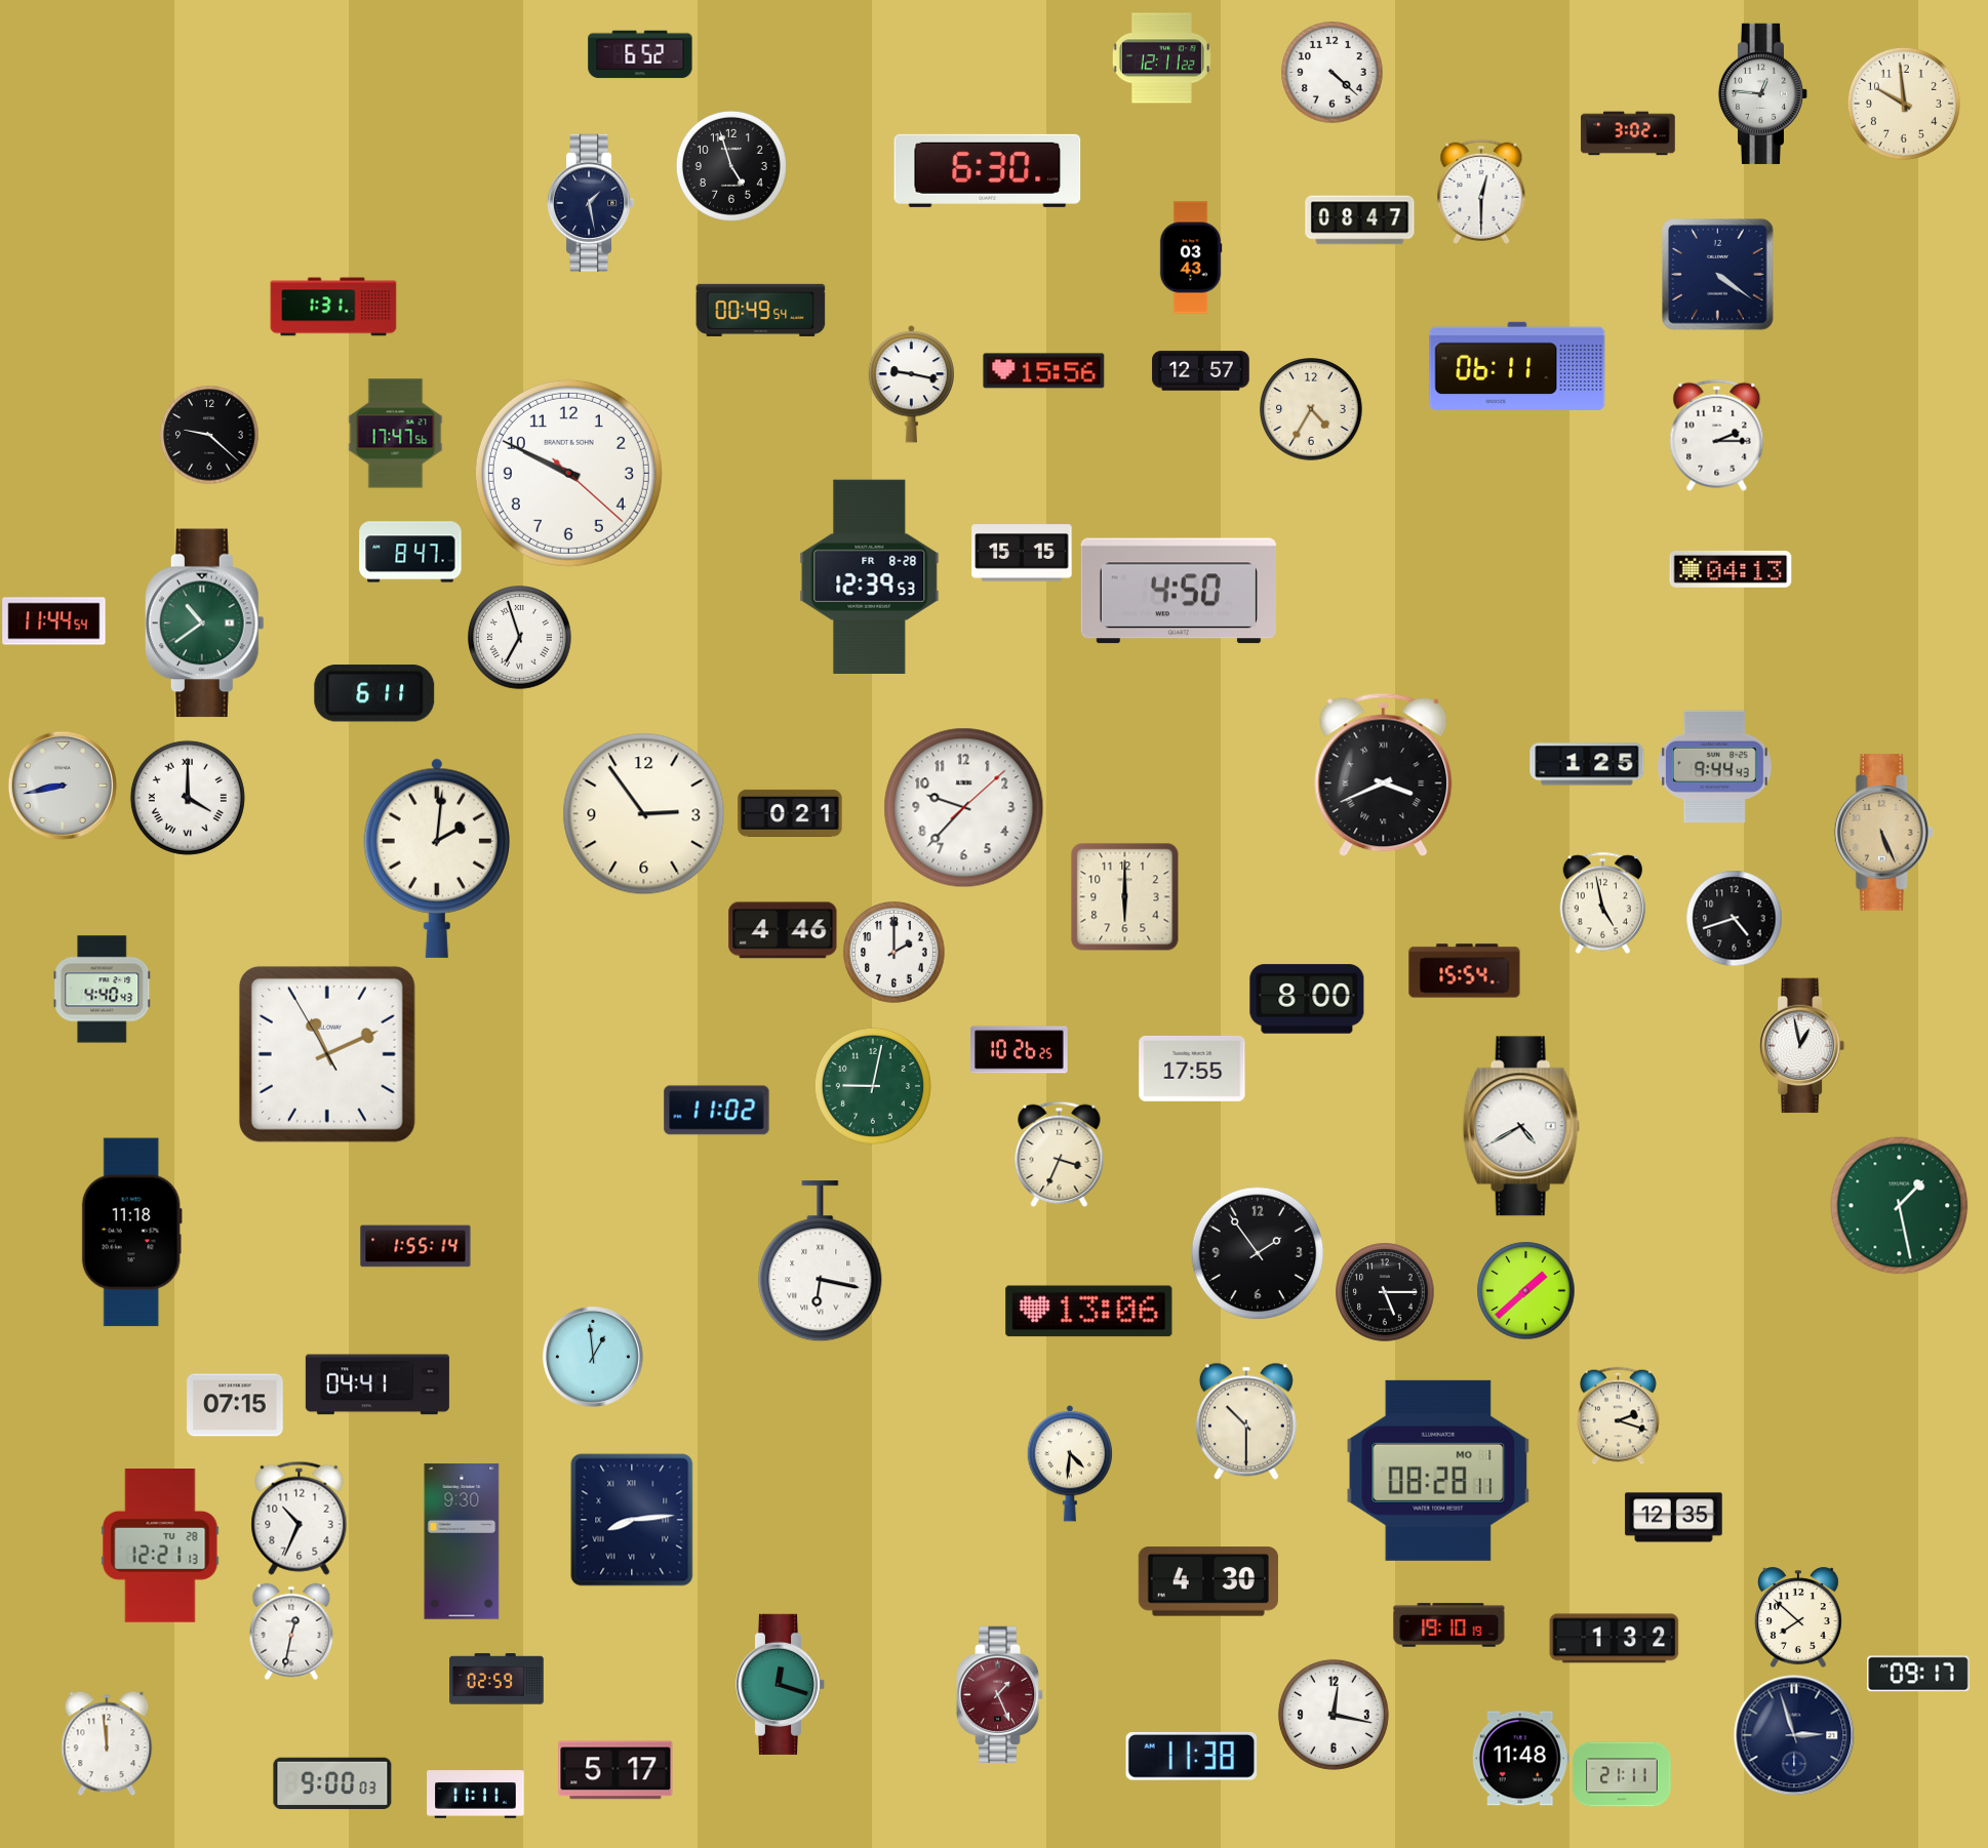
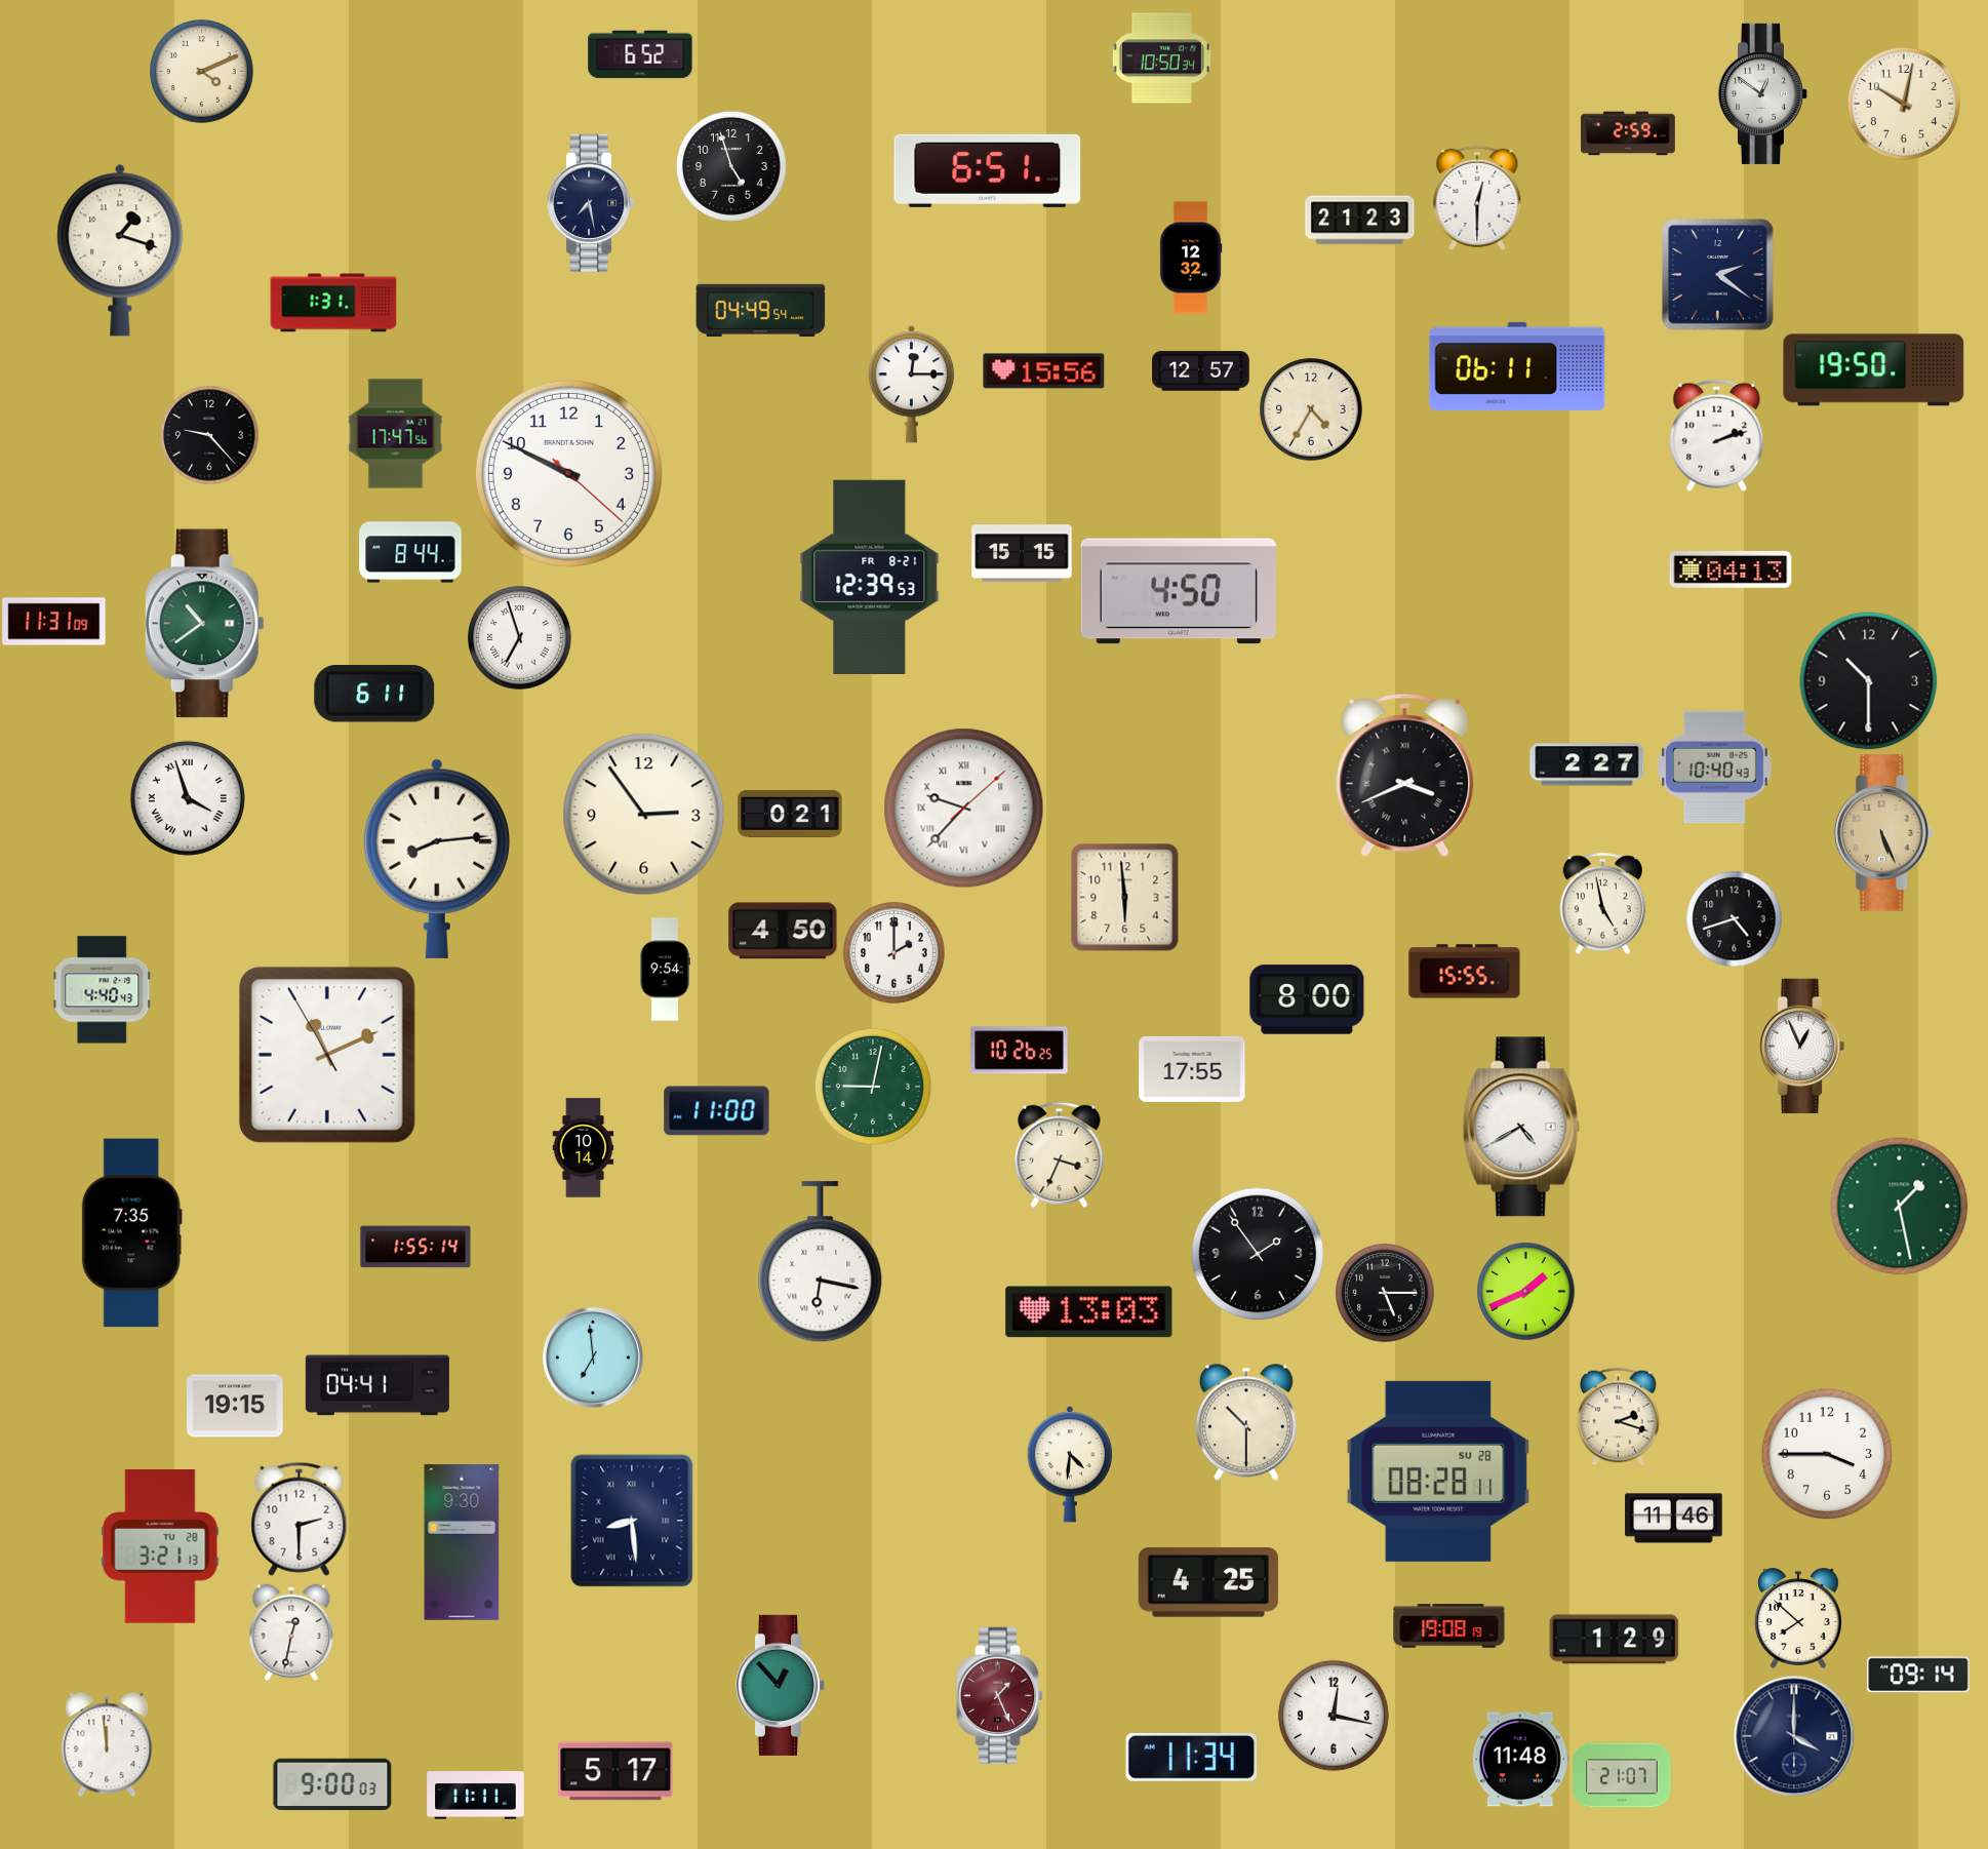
clock at (1161, 58): 12:11 -> 10:50
clock at (202, 72): none -> 4:11
clock at (1333, 73): 4:22 -> none
clock at (1763, 93): 12:46 -> 12:51
clock at (1904, 104): 9:59 -> 10:02
clock at (1628, 133): 3:02 -> 2:59
clock at (988, 170): 6:30 -> 6:51
clock at (1481, 192) position: (1481, 192) -> (1477, 198)
clock at (591, 202): 1:28 -> 7:28
clock at (1360, 220): 08:47 -> 21:23
clock at (120, 250): none -> 1:18
clock at (1191, 257): 03:43 -> 12:32
clock at (1718, 275): 4:21 -> 2:21
clock at (333, 307) position: (333, 307) -> (333, 303)
clock at (761, 310): 00:49 -> 04:49
clock at (1874, 370): none -> 19:50
clock at (911, 385): 9:17 -> 12:15
clock at (209, 435): 9:22 -> 9:23
clock at (1717, 435): 2:15 -> 2:12
clock at (410, 552): 8:47 -> 8:44
clock at (870, 576) date: FR 8-28 -> FR 8-21
clock at (54, 621): 11:44 -> 11:31
clock at (1869, 681): none -> 10:30
clock at (1587, 764): 1:25 -> 2:27
clock at (1714, 766): 9:44 -> 10:40
clock at (1384, 775) position: (1384, 775) -> (1405, 776)
clock at (63, 786): 8:43 -> none
clock at (188, 798): 4:00 -> 3:57
clock at (964, 808) numerals: Arabic -> Roman
clock at (437, 858): 2:01 -> 8:14
clock at (1124, 896): 6:00 -> 5:59
clock at (783, 930): 4:46 -> 4:50
clock at (665, 970): none -> 9:54
clock at (1465, 971): 15:54 -> 15:55
clock at (1802, 1046): 12:58 -> 12:56
clock at (717, 1111): 11:02 -> 11:00
clock at (584, 1148): none -> 10:14
clock at (131, 1233): 11:18 -> 7:35
clock at (1525, 1290): 1:38 -> 1:41
clock at (1089, 1312): 13:06 -> 13:03
clock at (593, 1357): 12:59 -> 6:59
clock at (235, 1405): 07:15 -> 19:15
clock at (1827, 1454): none -> 3:45
clock at (1438, 1471) date: MO 1 -> SU 28
clock at (300, 1518): 10:34 -> 2:30
clock at (1674, 1518): 12:35 -> 11:46
clock at (632, 1520): 8:14 -> 8:29
clock at (160, 1545): 12:21 -> 3:21
clock at (1208, 1581): 4:30 -> 4:25
clock at (1449, 1625): 19:10 -> 19:08
clock at (1615, 1639): 1:32 -> 1:29
clock at (1918, 1674): 09:17 -> 09:14
clock at (496, 1679): 02:59 -> none
clock at (781, 1684): 12:18 -> 12:53
clock at (1794, 1735): 2:57 -> 4:00
clock at (1192, 1756): 11:38 -> 11:34
clock at (1622, 1774): 21:11 -> 21:07
